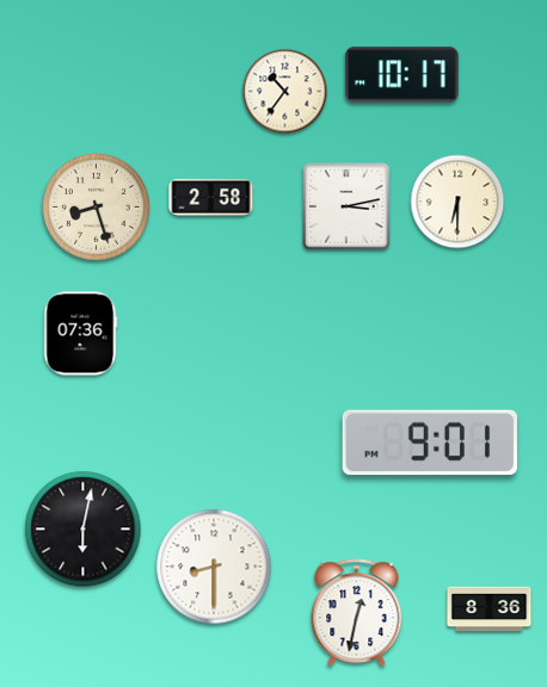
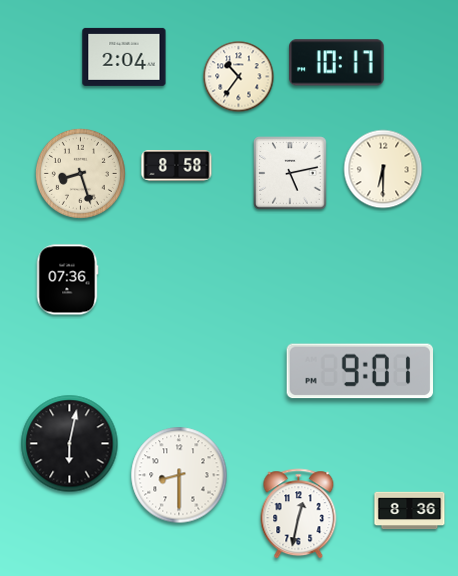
clock at (124, 57): none -> 2:04
clock at (211, 198): 2:58 -> 8:58
clock at (346, 206): 3:13 -> 5:13
